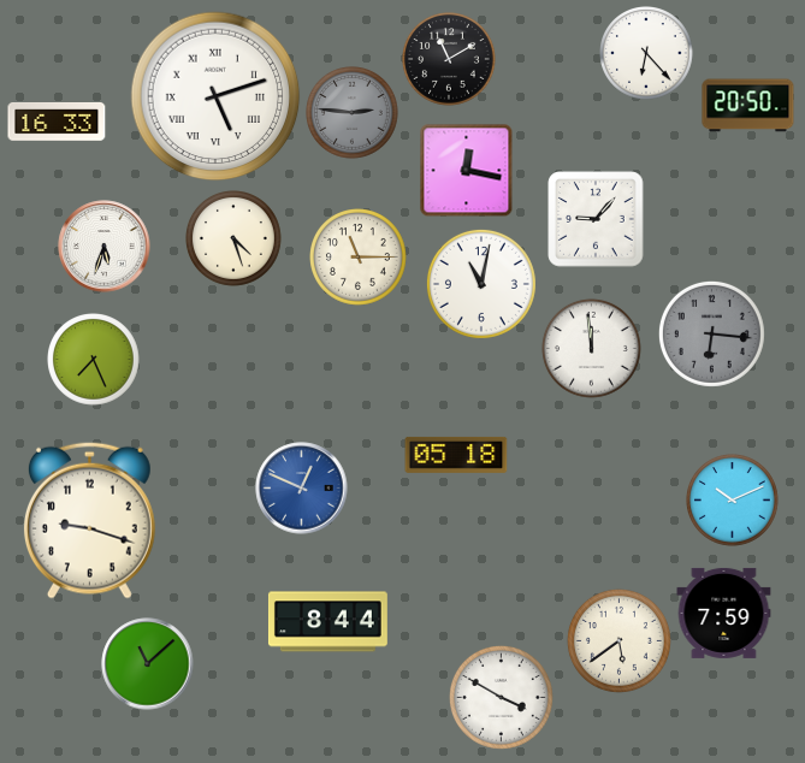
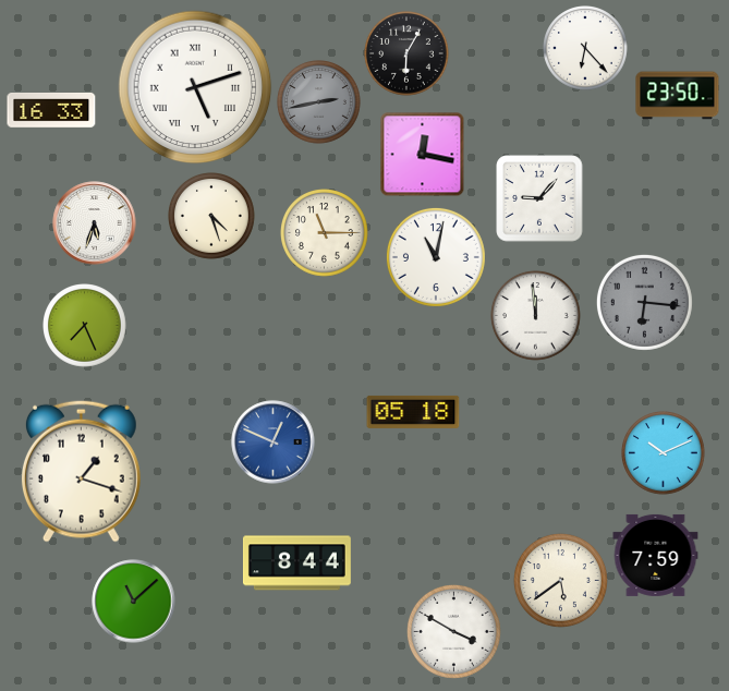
clock at (450, 60): 11:10 -> 6:05
clock at (748, 106): 20:50 -> 23:50
clock at (353, 113): 2:46 -> 2:43
clock at (89, 520): 9:18 -> 1:18
